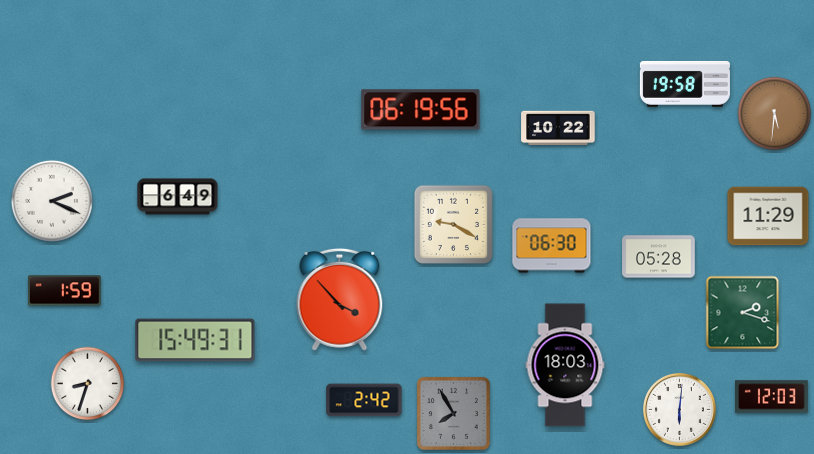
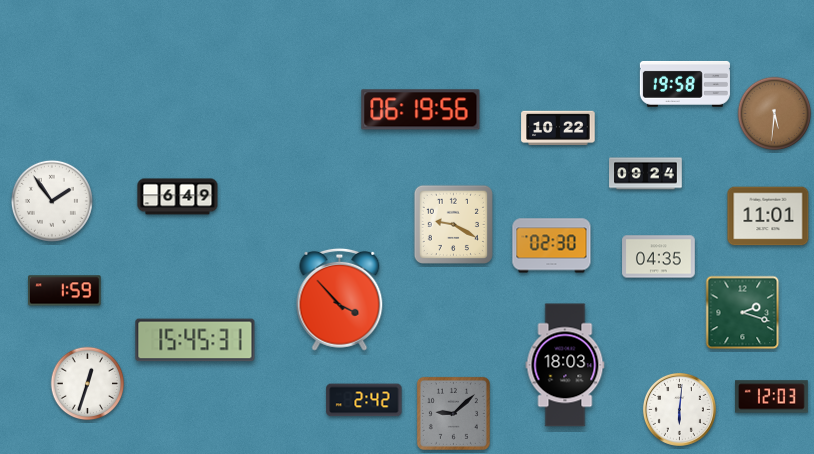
clock at (646, 174): none -> 09:24
clock at (52, 201): 2:19 -> 1:54
clock at (768, 216): 11:29 -> 11:01
clock at (552, 246): 06:30 -> 02:30
clock at (659, 257): 05:28 -> 04:35
clock at (195, 340): 15:49 -> 15:45
clock at (88, 384): 8:33 -> 12:33
clock at (453, 413): 7:55 -> 9:08
